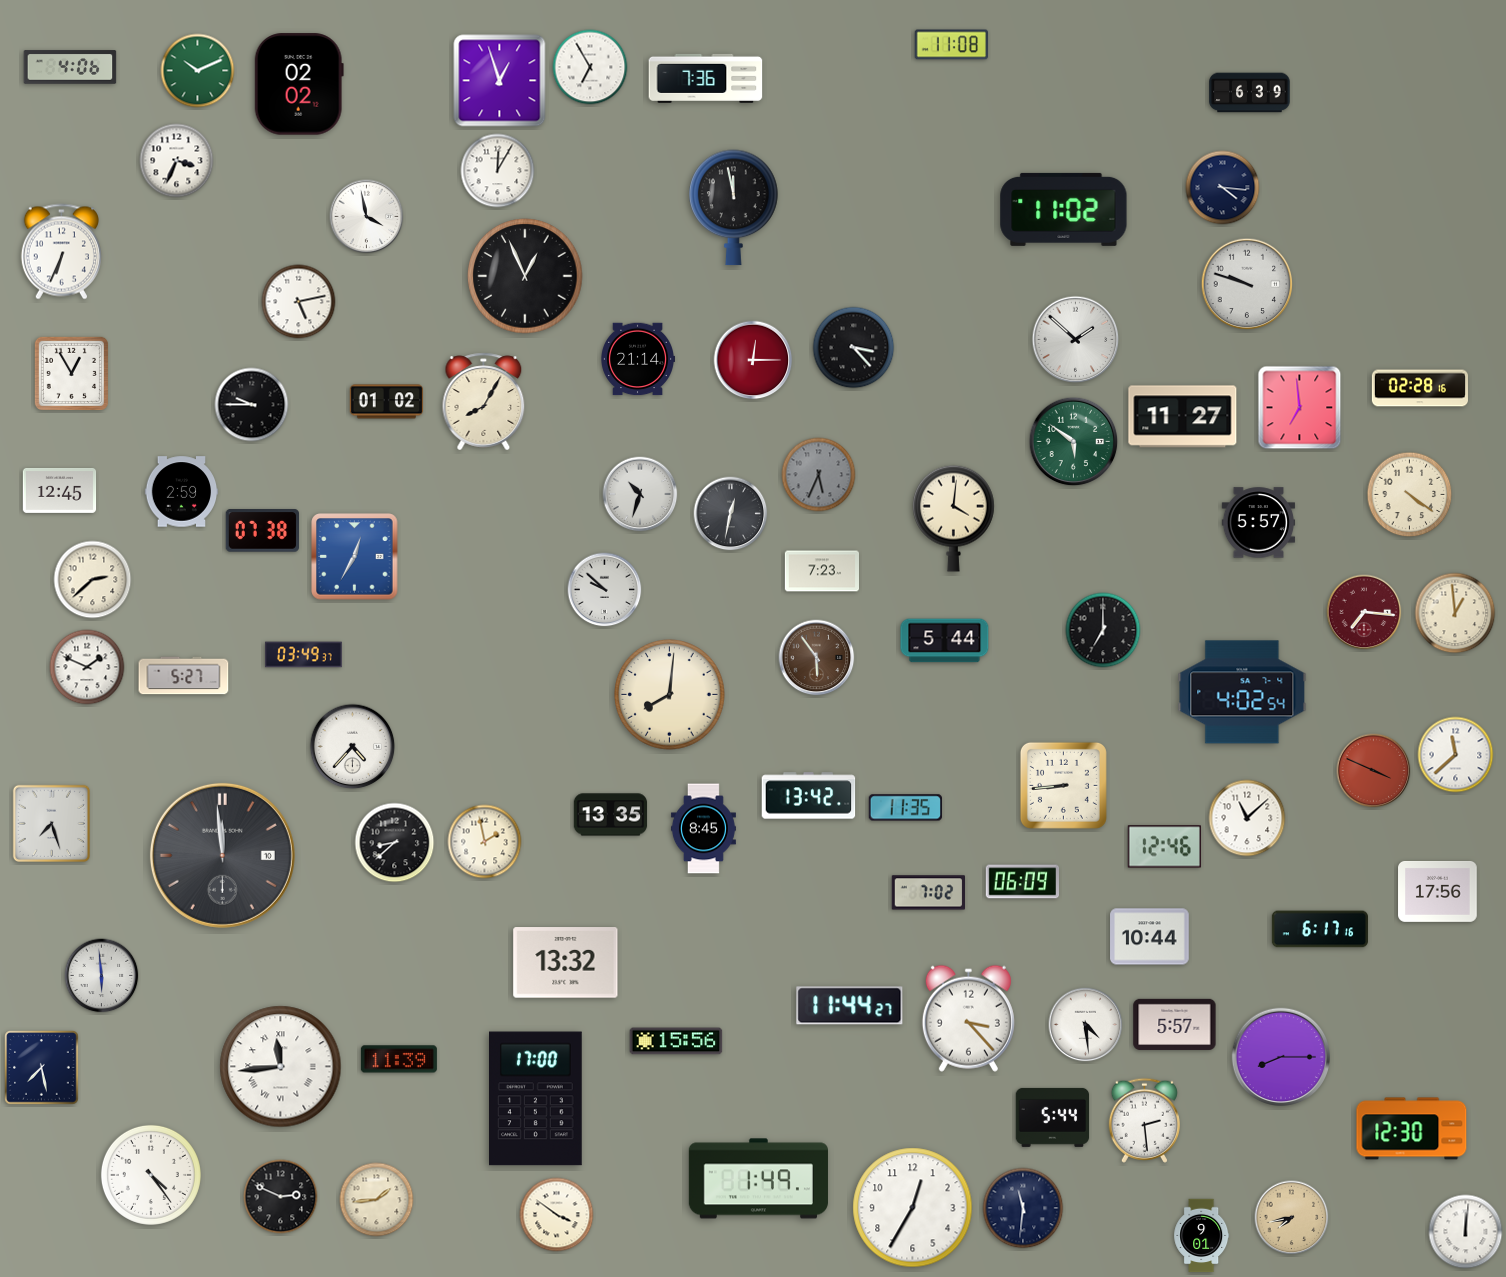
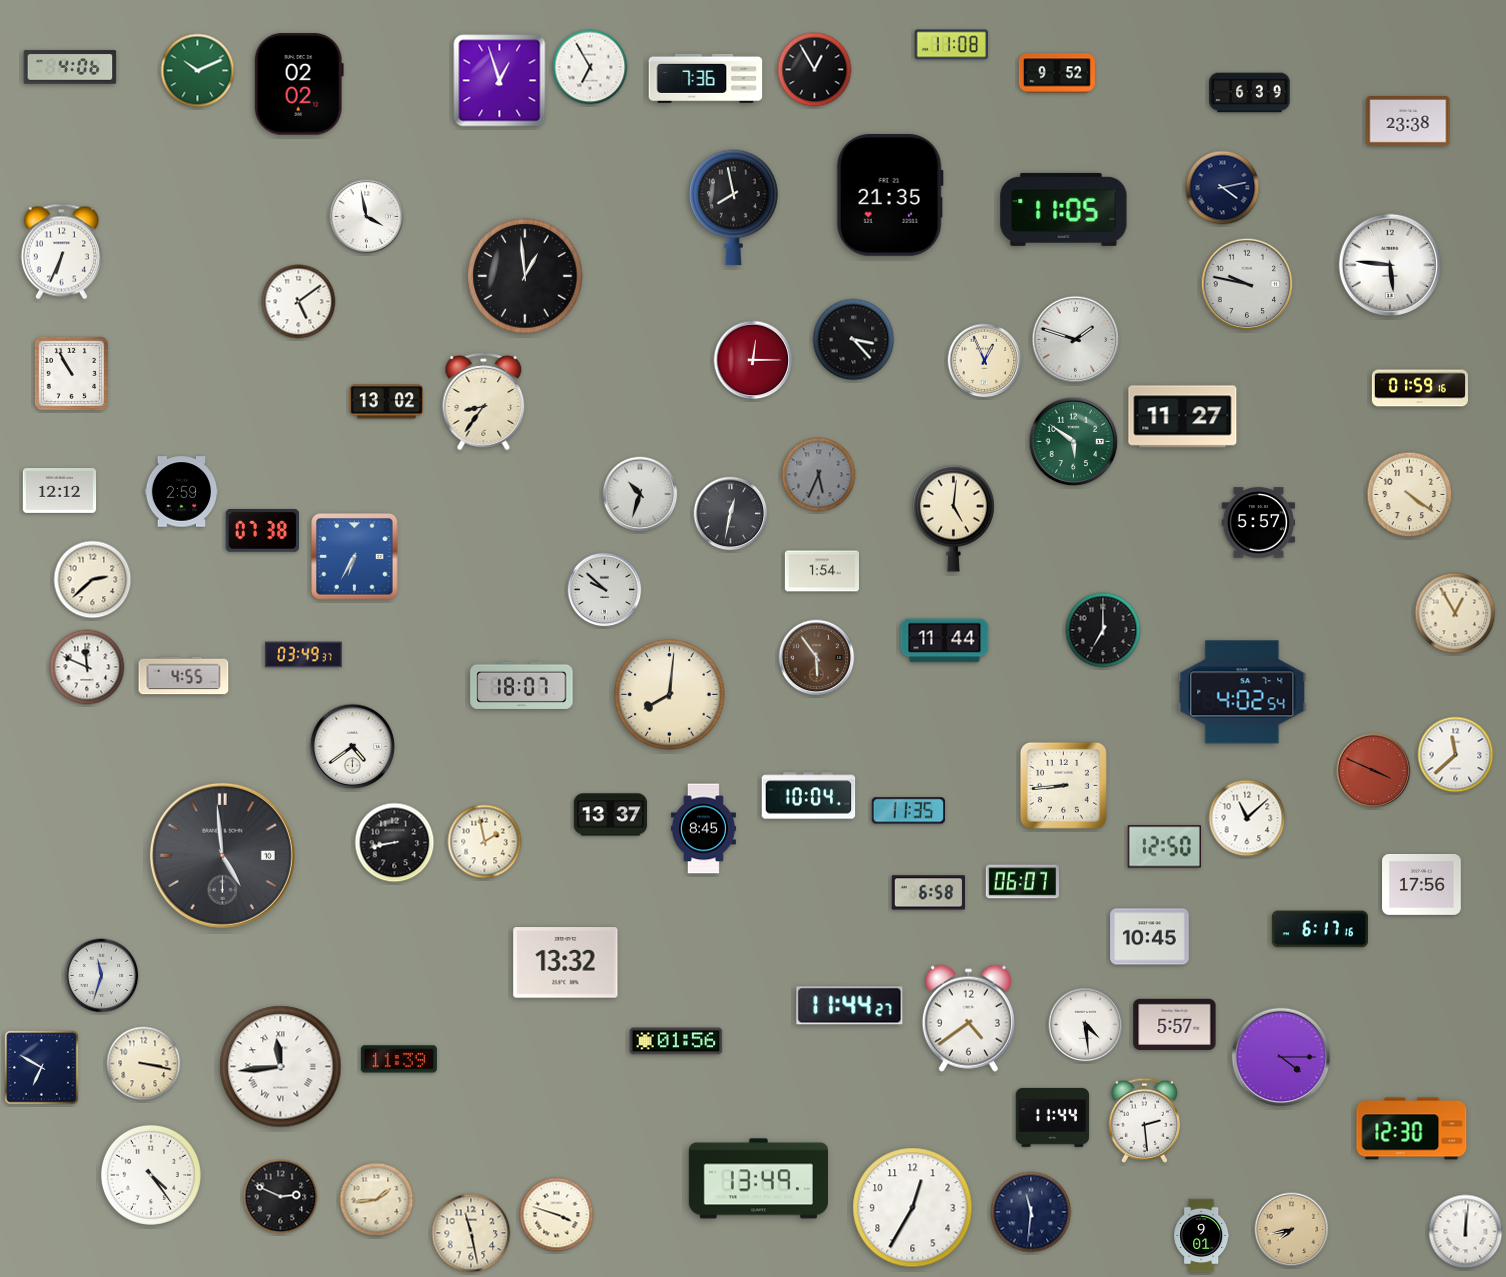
clock at (815, 70): none -> 12:55
clock at (1057, 73): none -> 9:52
clock at (1408, 122): none -> 23:38
clock at (177, 161): 3:34 -> none
clock at (498, 171): 12:05 -> none
clock at (1223, 188): 4:16 -> 4:13
clock at (890, 195): none -> 21:35
clock at (734, 208): 11:58 -> 7:58
clock at (1064, 209): 11:02 -> 11:05
clock at (1389, 264): none -> 5:46
clock at (525, 276): 12:56 -> 12:59
clock at (1247, 284): 9:48 -> 9:47
clock at (299, 302): 5:13 -> 5:09
clock at (1076, 340): 1:52 -> 1:48
clock at (854, 348) position: (854, 348) -> (854, 340)
clock at (638, 359): 21:14 -> none
clock at (985, 361): none -> 12:56
clock at (71, 373): 12:55 -> 10:55
clock at (1420, 388): 02:28 -> 01:59
clock at (387, 402): 01:02 -> 13:02
clock at (484, 402): 8:05 -> 8:36
clock at (252, 405): 9:45 -> none
clock at (1300, 408): 6:59 -> none
clock at (60, 490): 12:45 -> 12:12
clock at (953, 518): 4:01 -> 5:01
clock at (355, 557): 12:35 -> 6:35
clock at (821, 571): 7:23 -> 1:54
clock at (1364, 612): 7:16 -> none
clock at (1455, 613): 12:59 -> 12:55
clock at (945, 641): 5:44 -> 11:44
clock at (87, 667): 1:49 -> 11:49
clock at (184, 676): 5:27 -> 4:55
clock at (522, 685): none -> 18:07
clock at (353, 747): 4:37 -> 4:39
clock at (809, 796): 13:42 -> 10:04
clock at (905, 808) position: (905, 808) -> (908, 811)
clock at (611, 815): 13:35 -> 13:37
clock at (51, 823): 7:27 -> none
clock at (395, 843): 8:38 -> 8:43
clock at (1164, 847): 12:46 -> 12:50
clock at (222, 855): 11:59 -> 4:59
clock at (1023, 882): 06:09 -> 06:07
clock at (1438, 891) position: (1438, 891) -> (1422, 884)
clock at (929, 893): 7:02 -> 6:58
clock at (1150, 937): 10:44 -> 10:45
clock at (102, 976): 5:59 -> 11:33
clock at (968, 1018): 3:23 -> 4:39
clock at (676, 1041): 15:56 -> 01:56
clock at (1280, 1056): 8:15 -> 4:15
clock at (144, 1064): none -> 3:17
clock at (42, 1068): 7:28 -> 6:50
clock at (536, 1099): 17:00 -> none
clock at (1053, 1117): 5:44 -> 11:44
clock at (758, 1179): 1:49 -> 13:49
clock at (1023, 1208) position: (1023, 1208) -> (1031, 1212)
clock at (557, 1215): 3:51 -> 3:48
clock at (1292, 1218) position: (1292, 1218) -> (1292, 1230)
clock at (471, 1233): none -> 11:28
